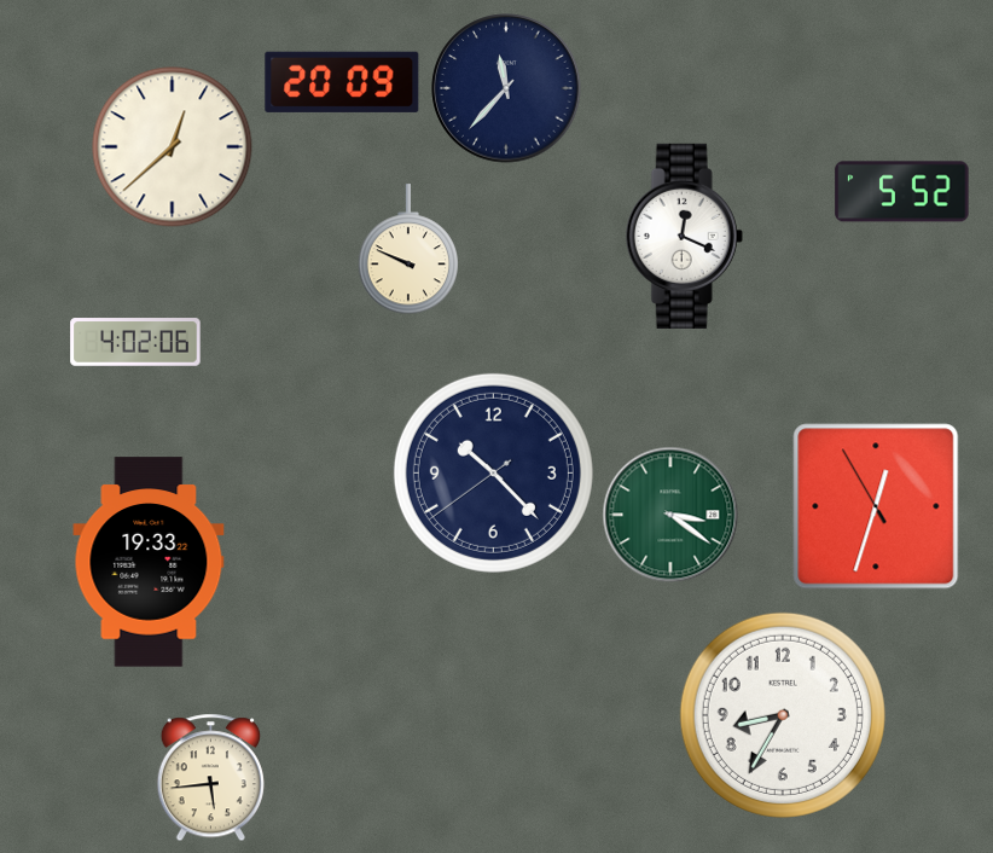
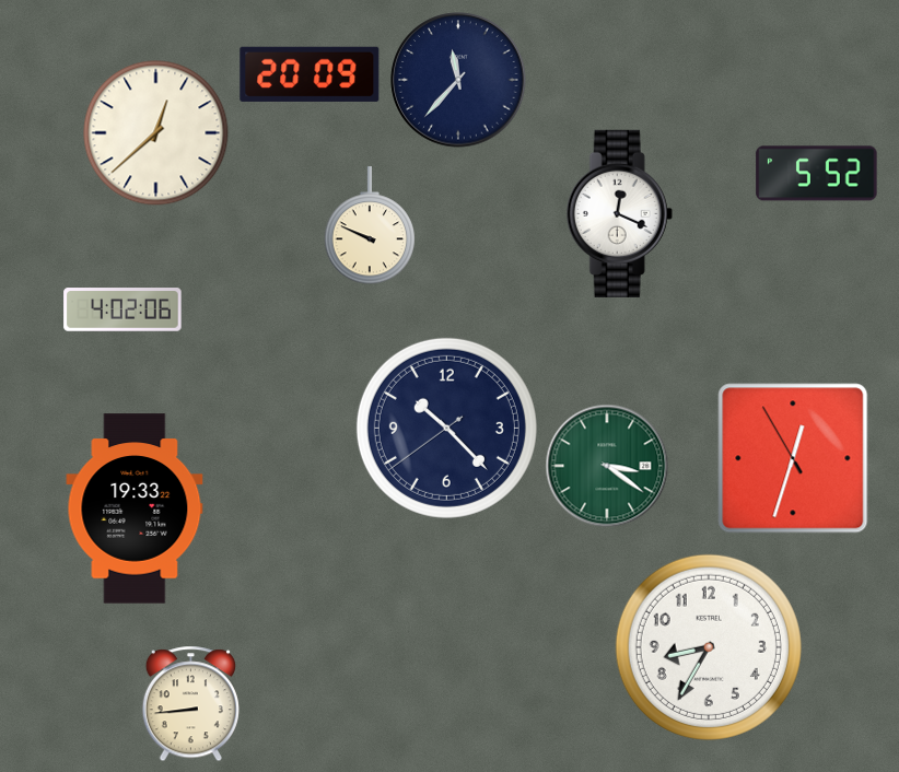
clock at (210, 777): 5:44 -> 8:44
